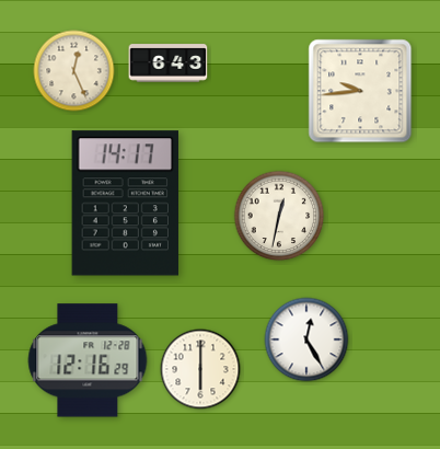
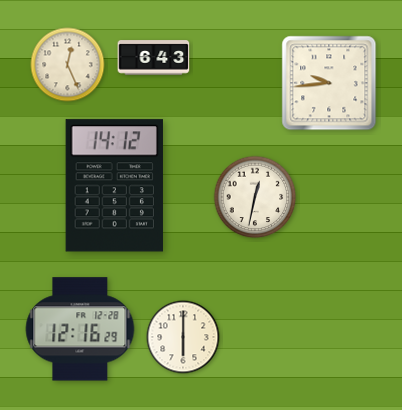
clock at (125, 204): 14:17 -> 14:12
clock at (306, 339): 12:25 -> none
